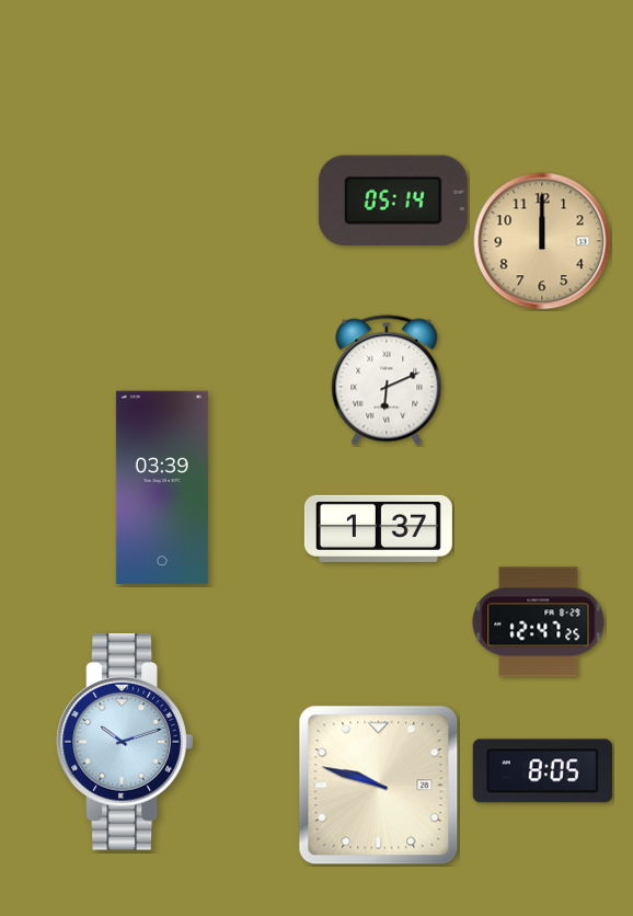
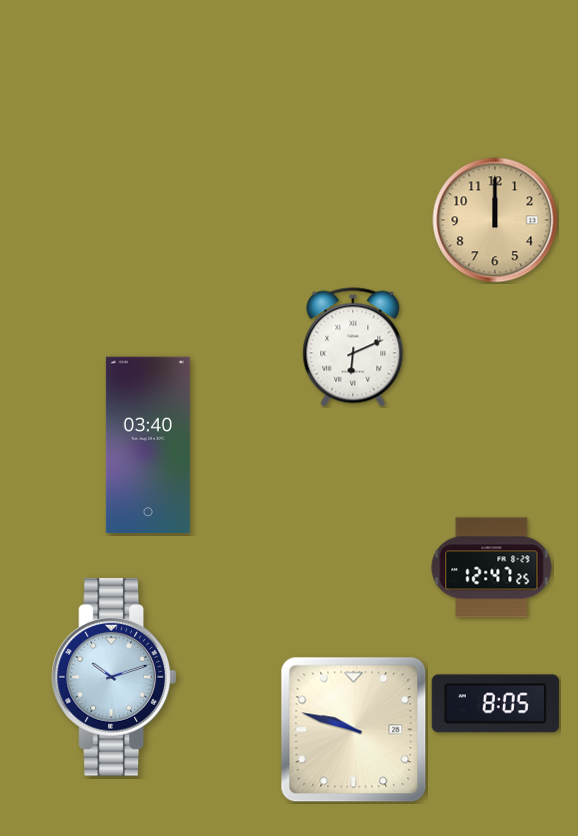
clock at (393, 201): 05:14 -> none
clock at (162, 488): 03:39 -> 03:40
clock at (378, 528): 1:37 -> none
clock at (379, 786) position: (379, 786) -> (354, 730)
